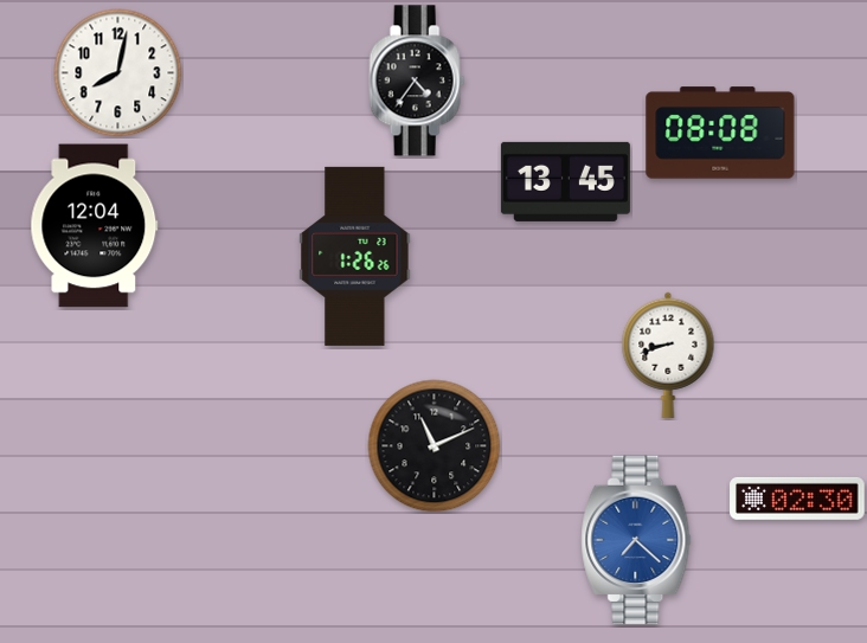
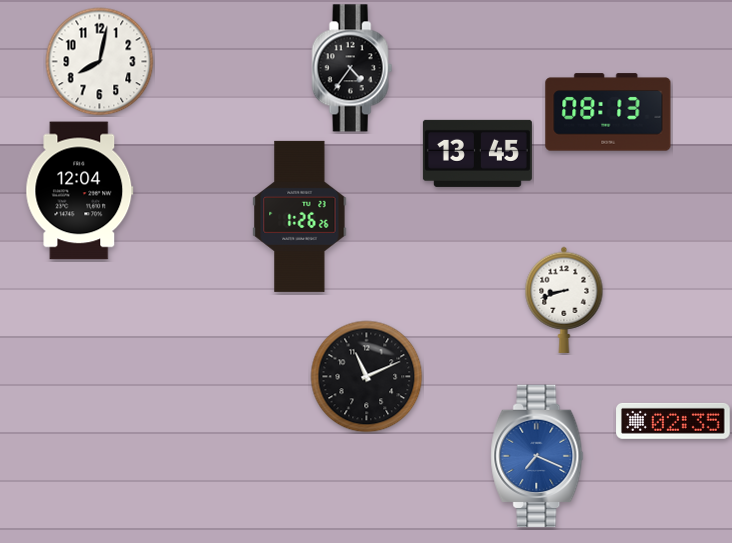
clock at (720, 133): 08:08 -> 08:13
clock at (797, 499): 02:30 -> 02:35
clock at (636, 540): 7:22 -> 7:19
